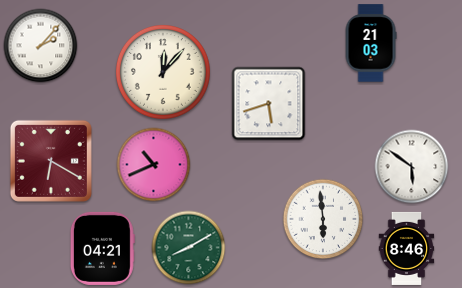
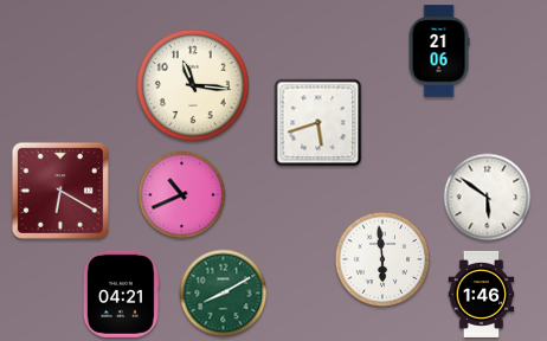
clock at (371, 43): 21:03 -> 21:06
clock at (41, 46): 2:07 -> none
clock at (163, 72): 12:07 -> 11:16
clock at (407, 248): 8:46 -> 1:46
